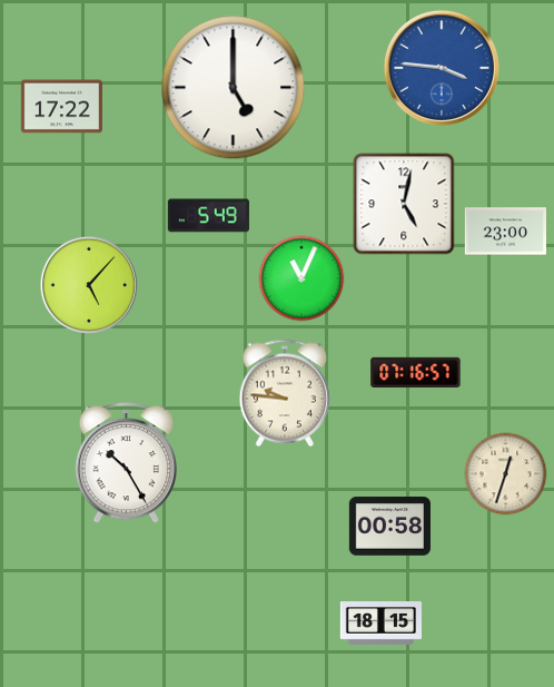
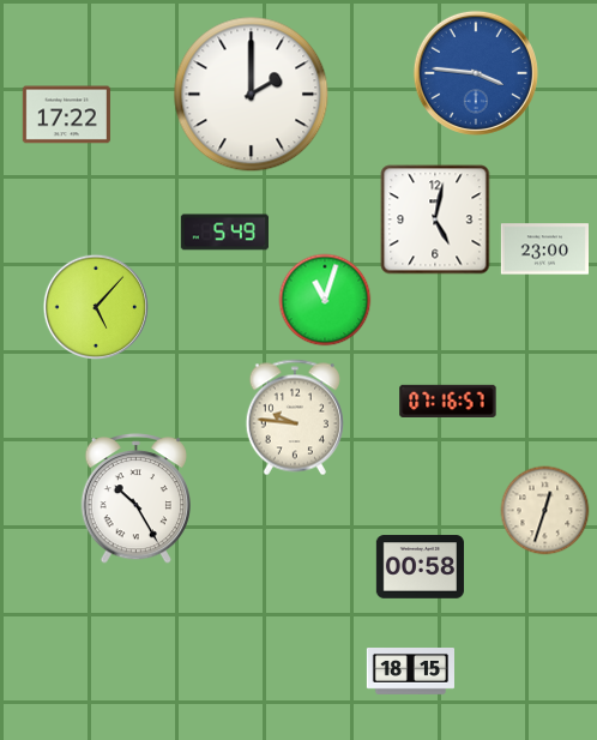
clock at (234, 88): 5:00 -> 2:00
clock at (301, 278): 11:04 -> 11:03
clock at (285, 393) position: (285, 393) -> (295, 417)
